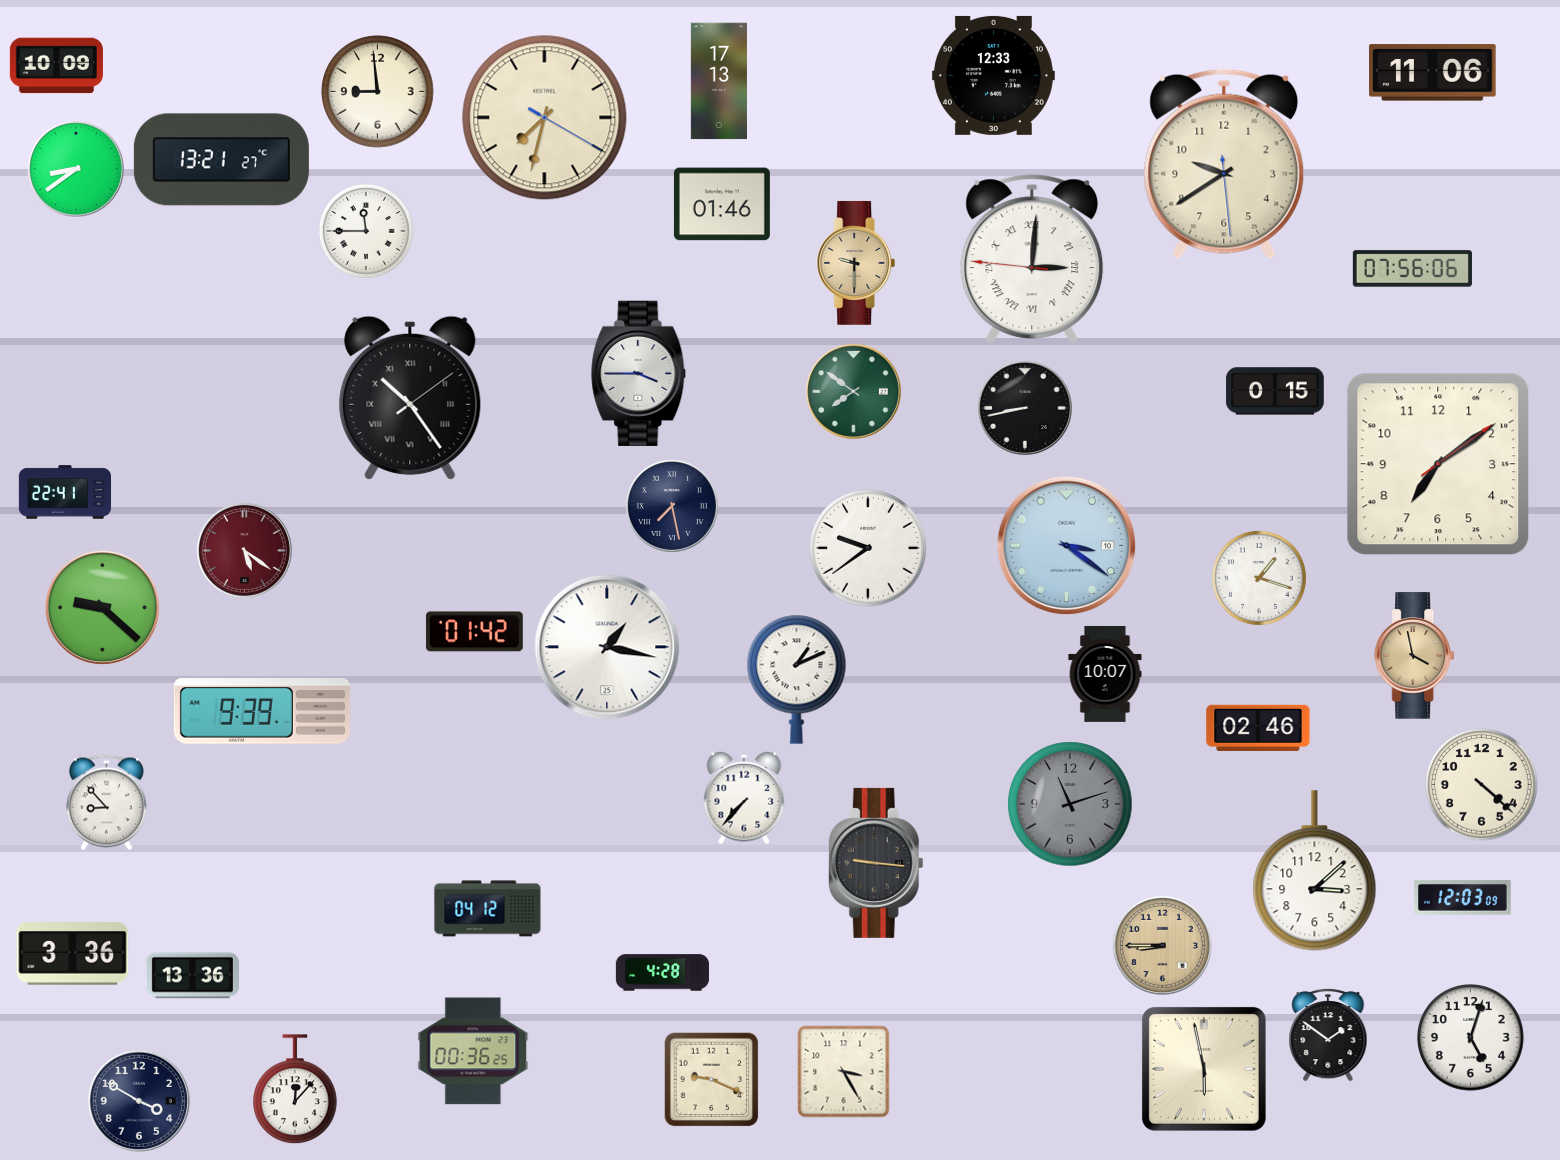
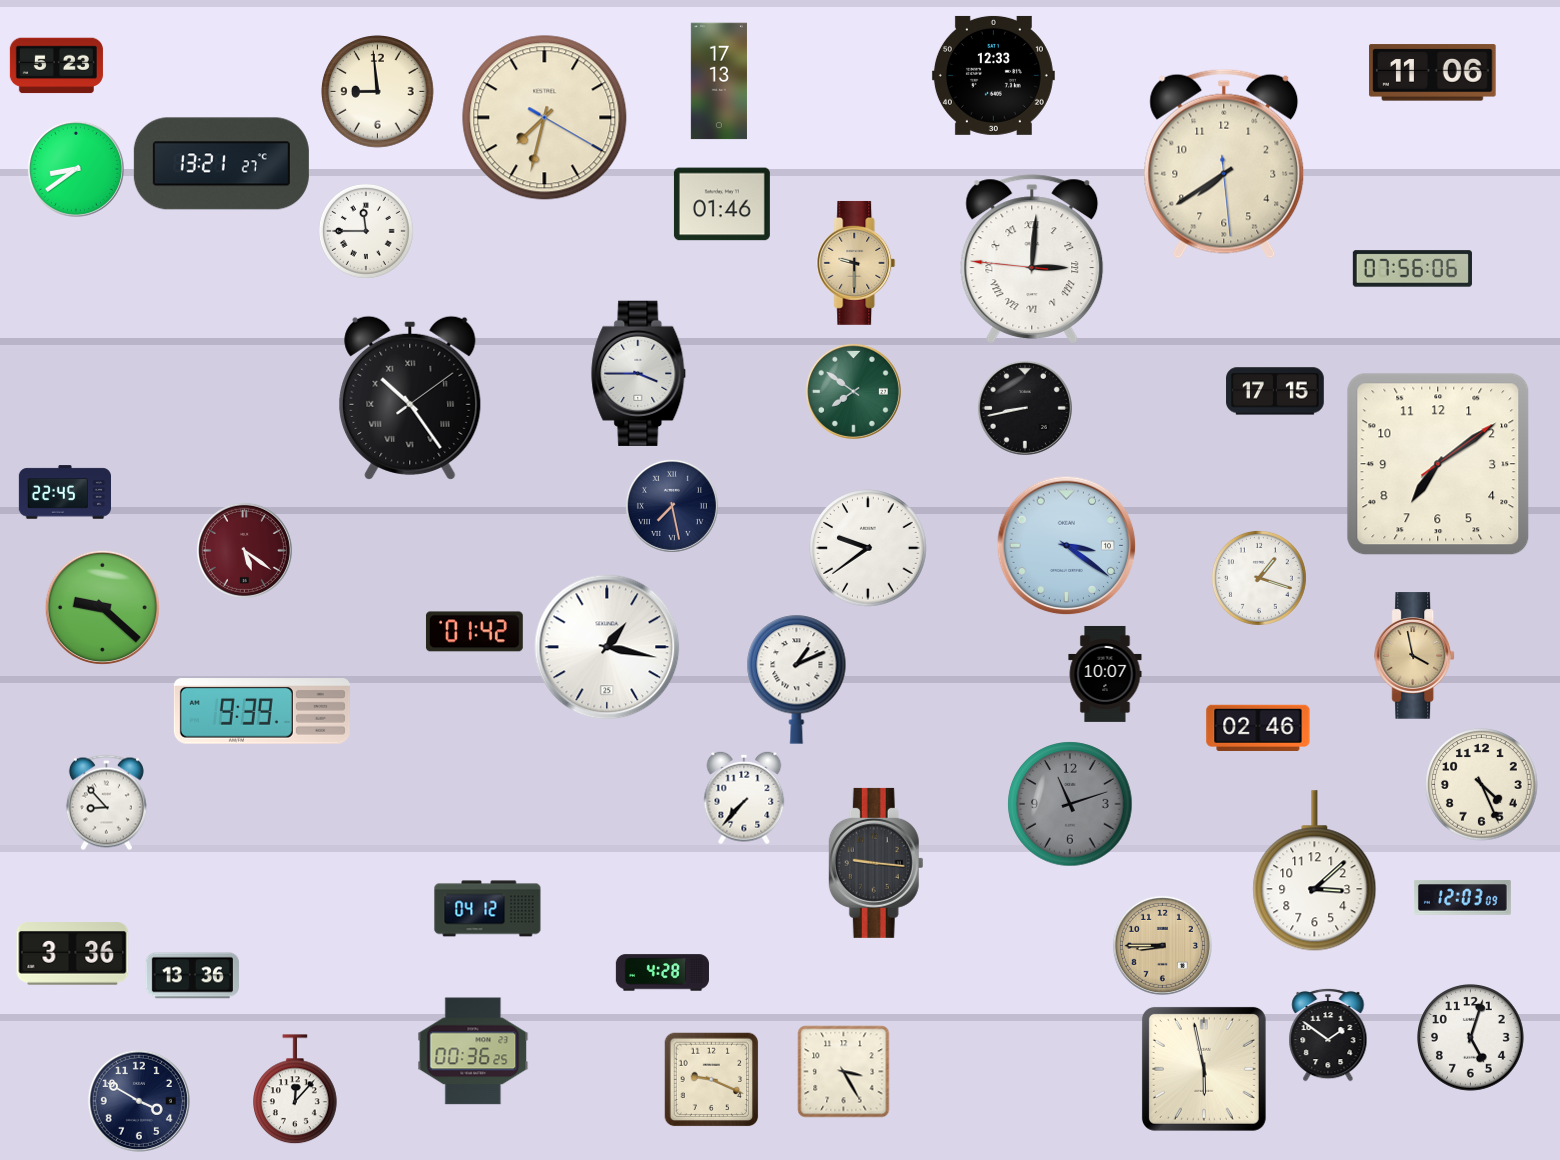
clock at (56, 66): 10:09 -> 5:23
clock at (221, 160) position: (221, 160) -> (221, 164)
clock at (1224, 164): 9:39 -> 7:39
clock at (1275, 391): 0:15 -> 17:15
clock at (64, 492): 22:41 -> 22:45
clock at (1482, 785): 4:22 -> 4:26
